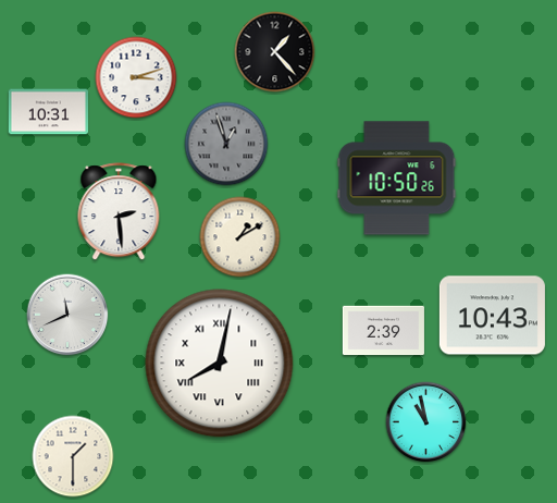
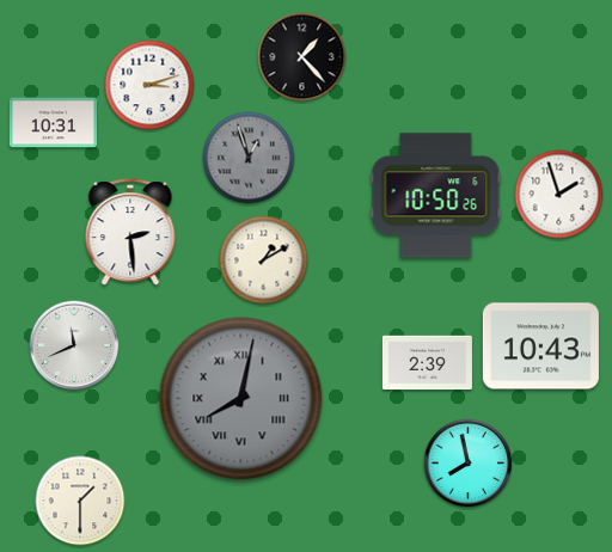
clock at (559, 195): none -> 1:57
clock at (383, 331) position: (383, 331) -> (427, 363)
clock at (220, 364) dial: white -> grey
clock at (426, 422): 10:58 -> 7:58
